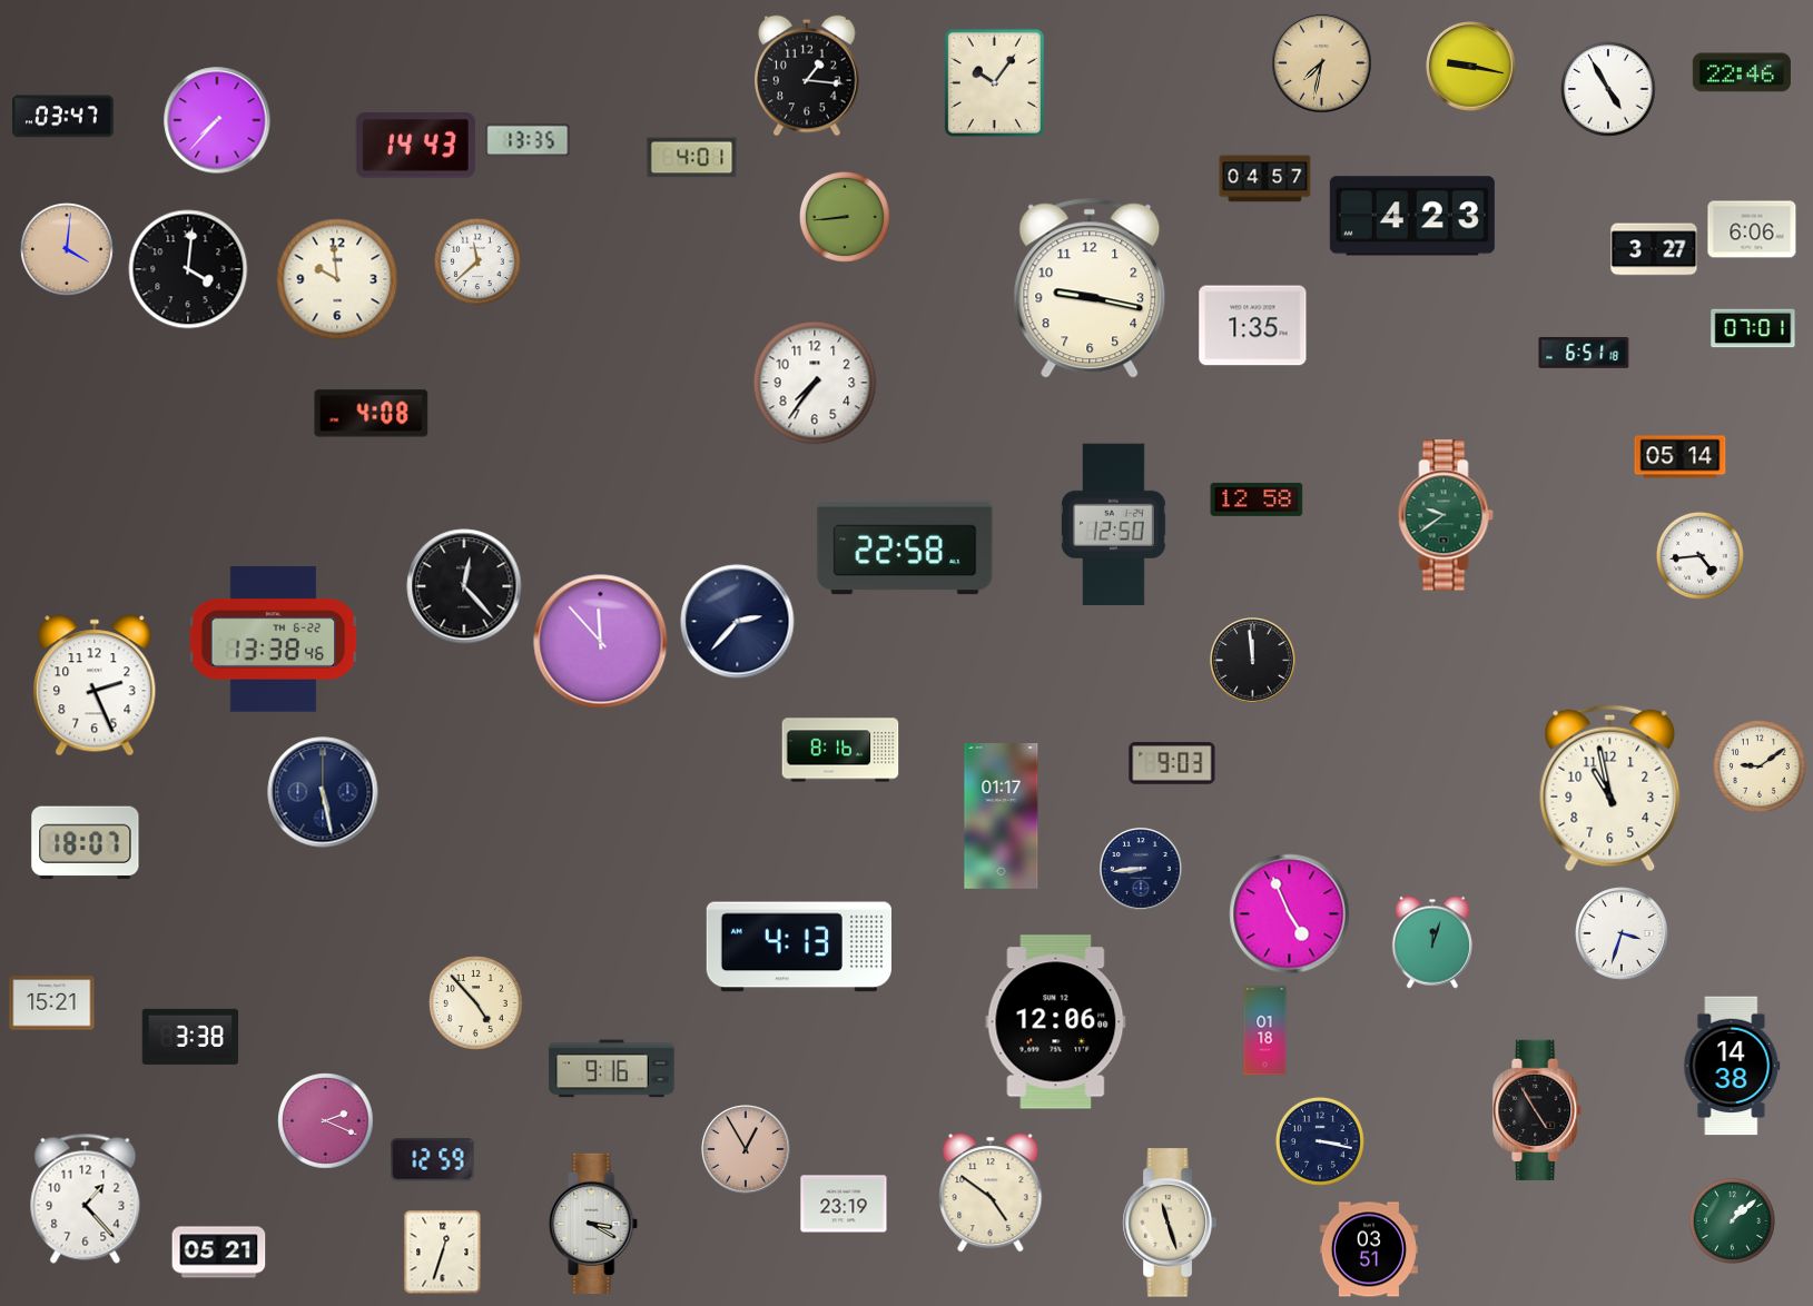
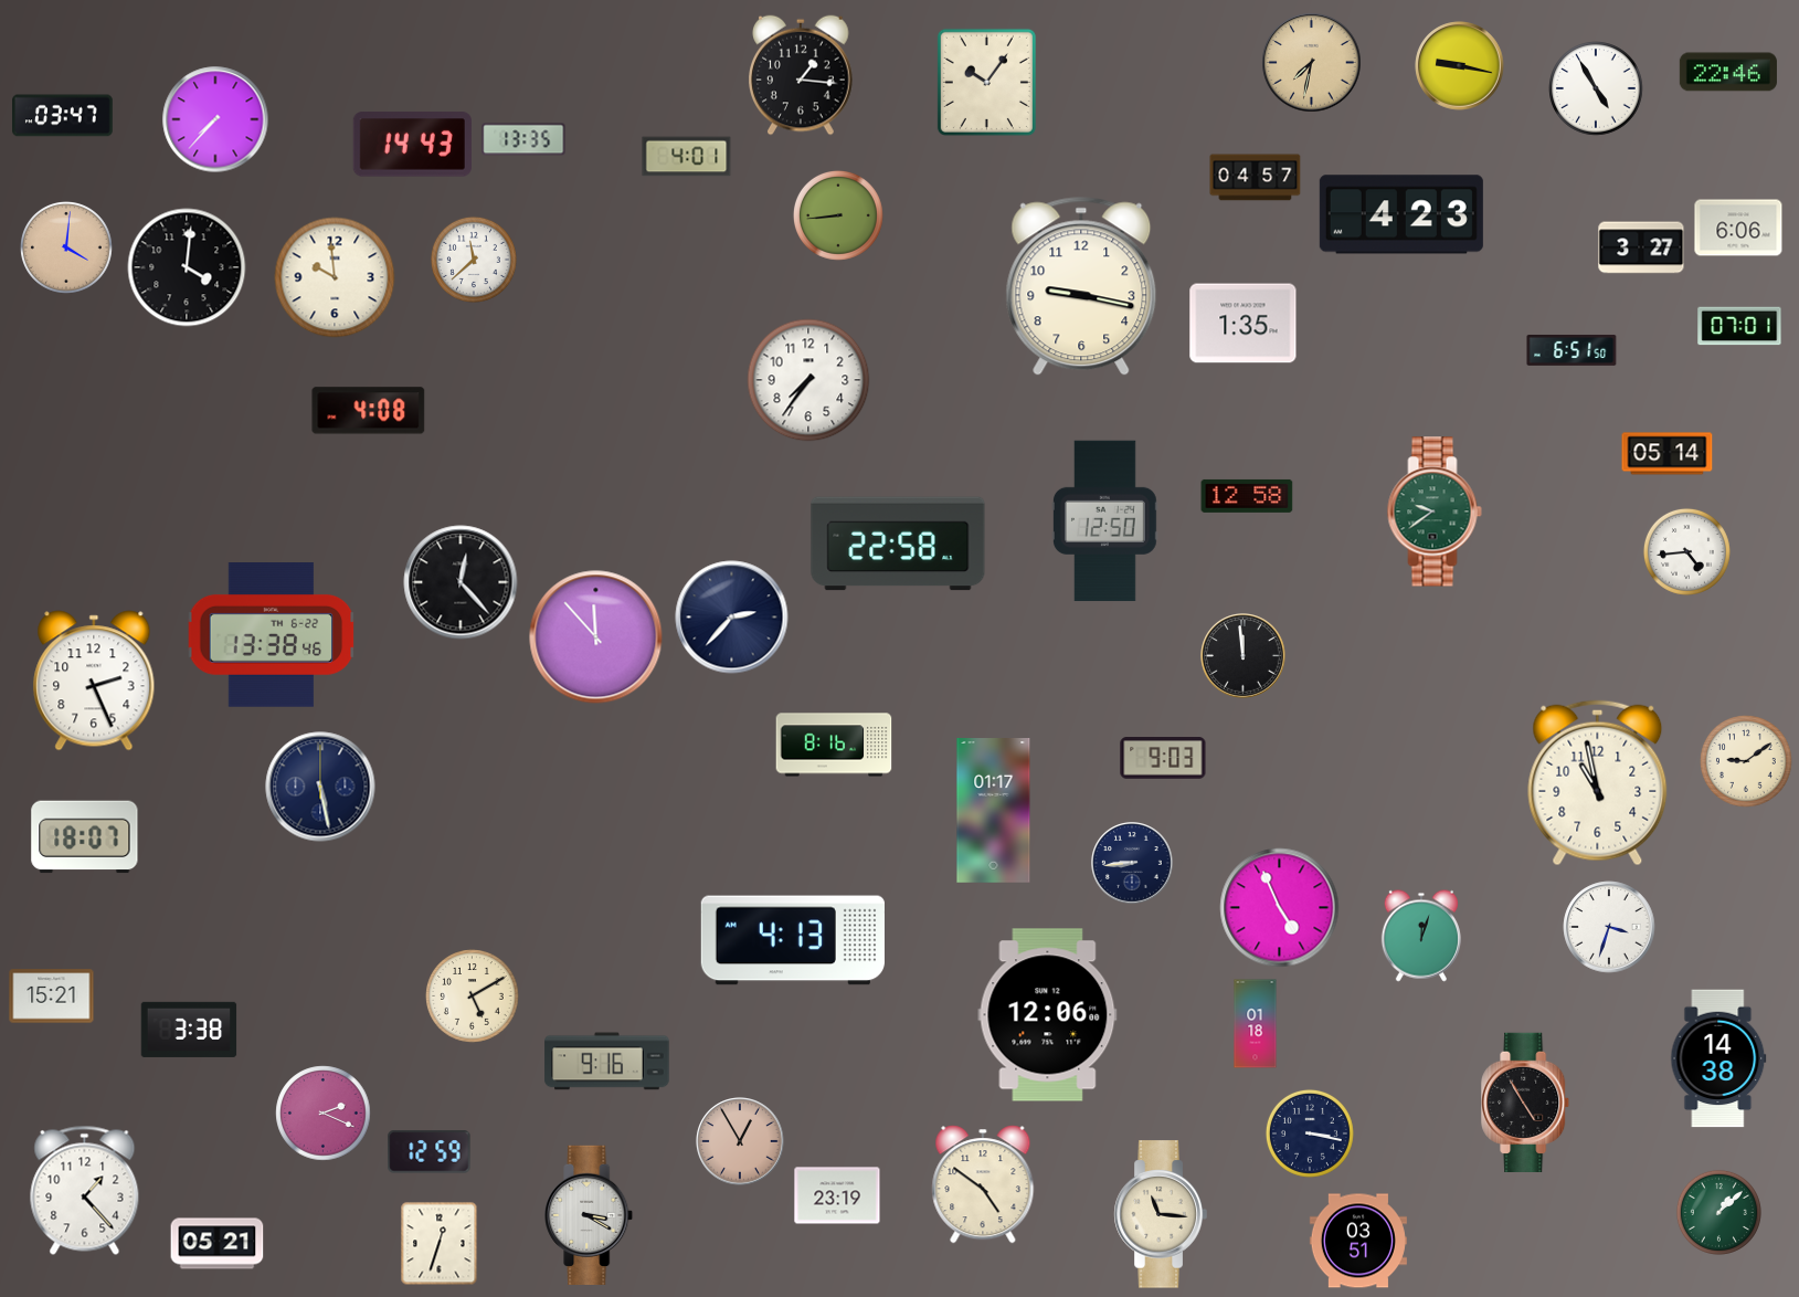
clock at (1584, 353): 6:51:18 -> 6:51:50
clock at (476, 1003): 4:53 -> 5:10
clock at (1170, 1223): 11:27 -> 11:16
